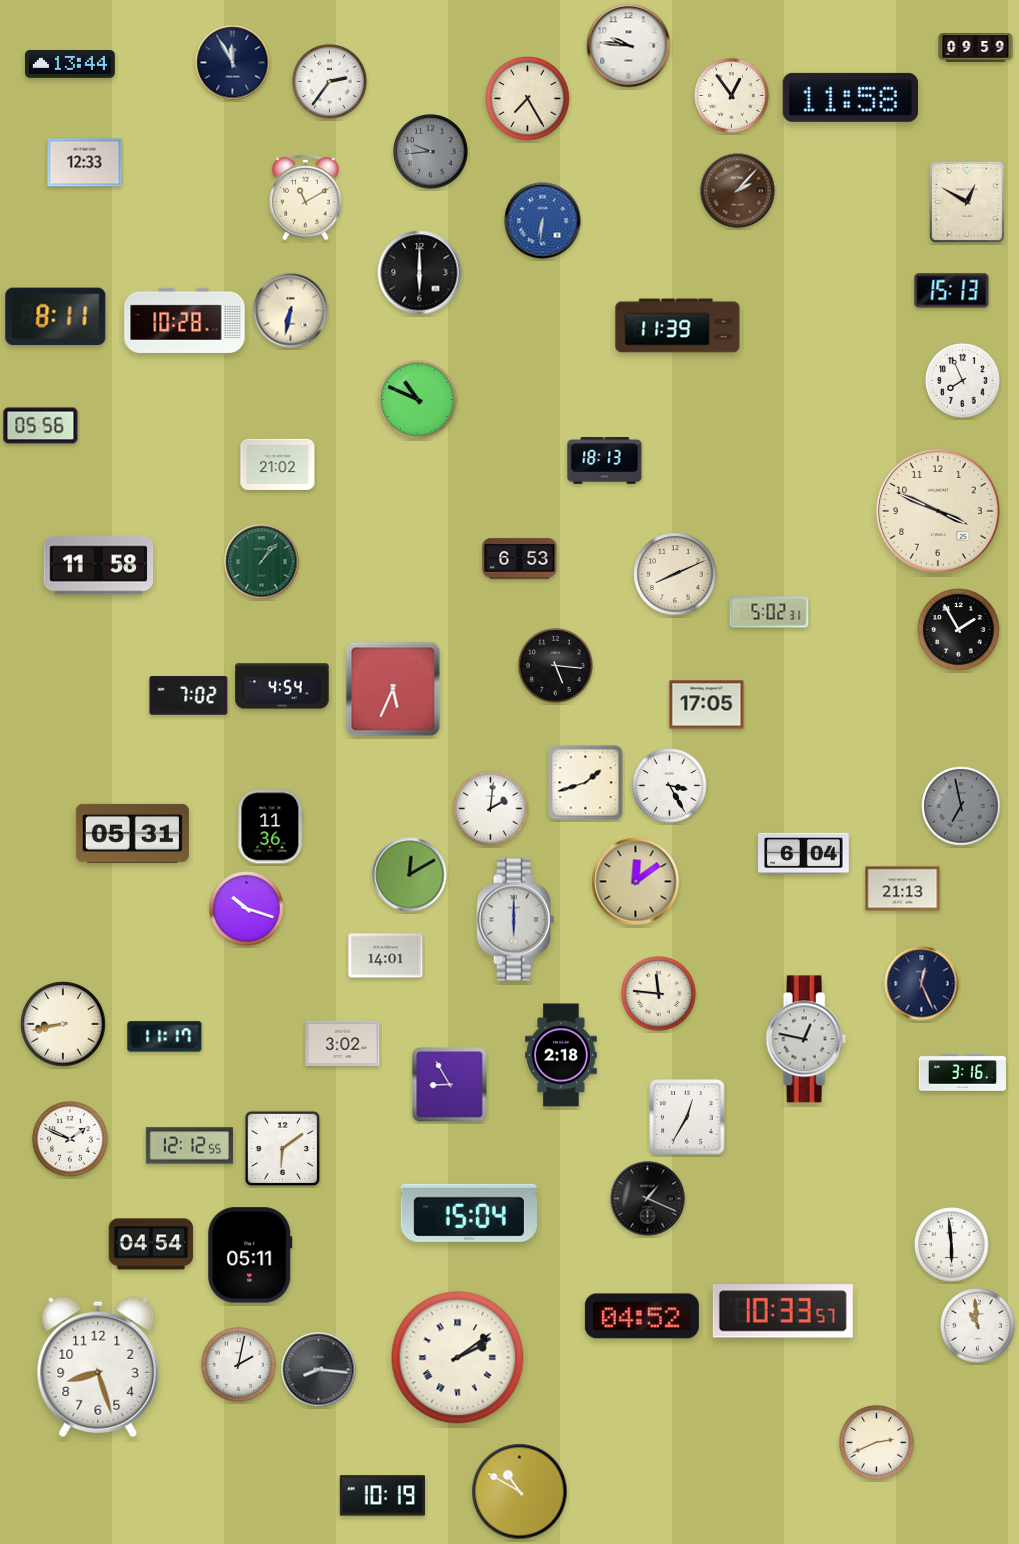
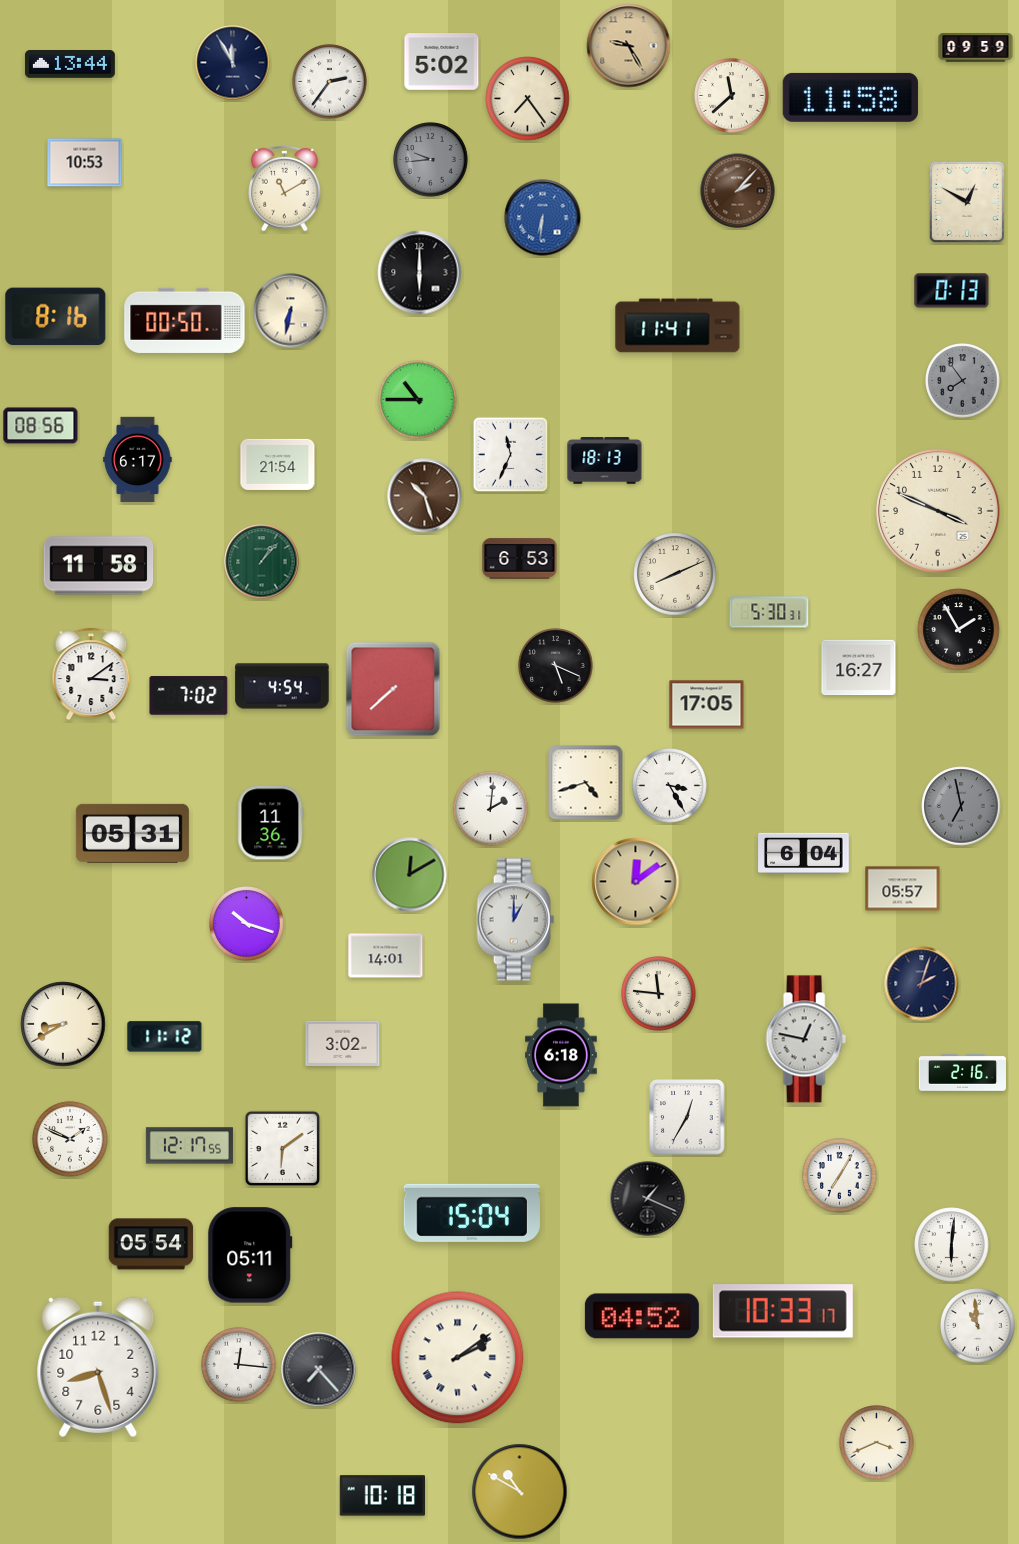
clock at (629, 46): 9:46 -> 9:25
clock at (629, 46) dial: white -> champagne
clock at (442, 62): none -> 5:02
clock at (732, 96): 12:54 -> 11:38
clock at (528, 99): 7:25 -> 7:24
clock at (431, 152) position: (431, 152) -> (431, 160)
clock at (85, 163): 12:33 -> 10:53
clock at (306, 197) position: (306, 197) -> (285, 188)
clock at (543, 221) position: (543, 221) -> (543, 218)
clock at (952, 291): 15:13 -> 0:13
clock at (56, 317): 8:11 -> 8:16
clock at (185, 320): 10:28 -> 00:50
clock at (678, 326): 11:39 -> 11:41
clock at (963, 381): 7:56 -> 7:54
clock at (963, 381) dial: white -> grey
clock at (418, 400): 10:49 -> 10:45
clock at (41, 426): 05:56 -> 08:56
clock at (511, 455): none -> 11:34
clock at (138, 460): none -> 6:17
clock at (278, 464): 21:02 -> 21:54
clock at (425, 496): none -> 10:27
clock at (769, 612): 5:02 -> 5:30
clock at (556, 666): 5:16 -> 5:19
clock at (859, 668): none -> 16:27
clock at (91, 674): none -> 3:09
clock at (393, 689): 5:34 -> 7:38
clock at (586, 783): 1:42 -> 4:42
clock at (271, 827) position: (271, 827) -> (271, 823)
clock at (903, 889): 21:13 -> 05:57
clock at (247, 909) position: (247, 909) -> (247, 924)
clock at (516, 920): 6:00 -> 1:00
clock at (922, 984): 12:26 -> 2:03
clock at (63, 1024): 8:43 -> 8:40
clock at (165, 1037): 11:17 -> 11:12
clock at (561, 1055): 2:18 -> 6:18
clock at (962, 1073): 3:16 -> 2:16
clock at (450, 1085): 8:55 -> none
clock at (189, 1146): 12:12 -> 12:17
clock at (840, 1176): none -> 7:05
clock at (469, 1213) position: (469, 1213) -> (472, 1213)
clock at (151, 1244): 04:54 -> 05:54
clock at (952, 1245): 5:59 -> 6:01
clock at (783, 1311): 10:33:57 -> 10:33:17
clock at (239, 1365): 2:02 -> 12:16
clock at (319, 1370): 8:16 -> 7:23
clock at (877, 1443): 2:41 -> 3:41
clock at (382, 1496): 10:19 -> 10:18
